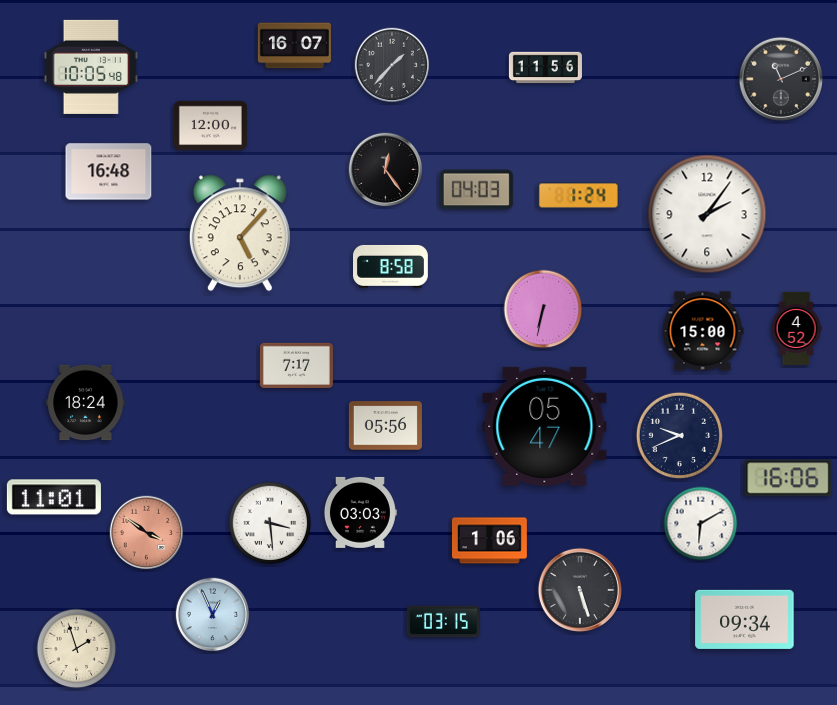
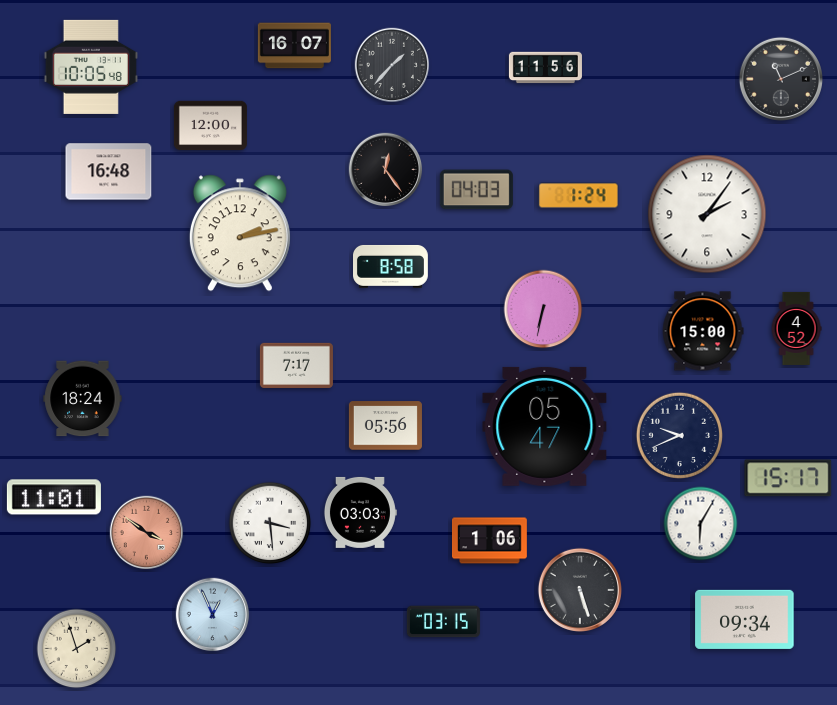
clock at (240, 233): 5:07 -> 2:13
clock at (86, 403) position: (86, 403) -> (83, 399)
clock at (788, 478): 16:06 -> 15:17
clock at (701, 524): 6:10 -> 6:05
